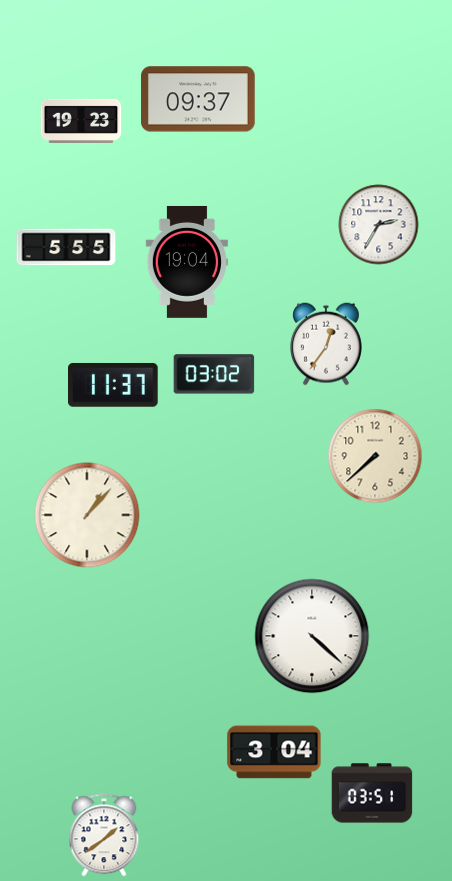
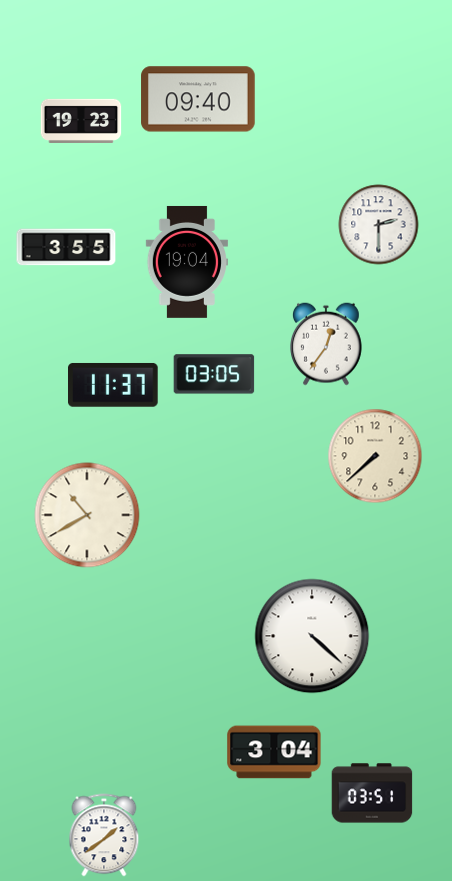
clock at (198, 99): 09:37 -> 09:40
clock at (379, 225): 2:35 -> 2:30
clock at (66, 247): 5:55 -> 3:55
clock at (214, 374): 03:02 -> 03:05
clock at (87, 515): 1:07 -> 10:40
